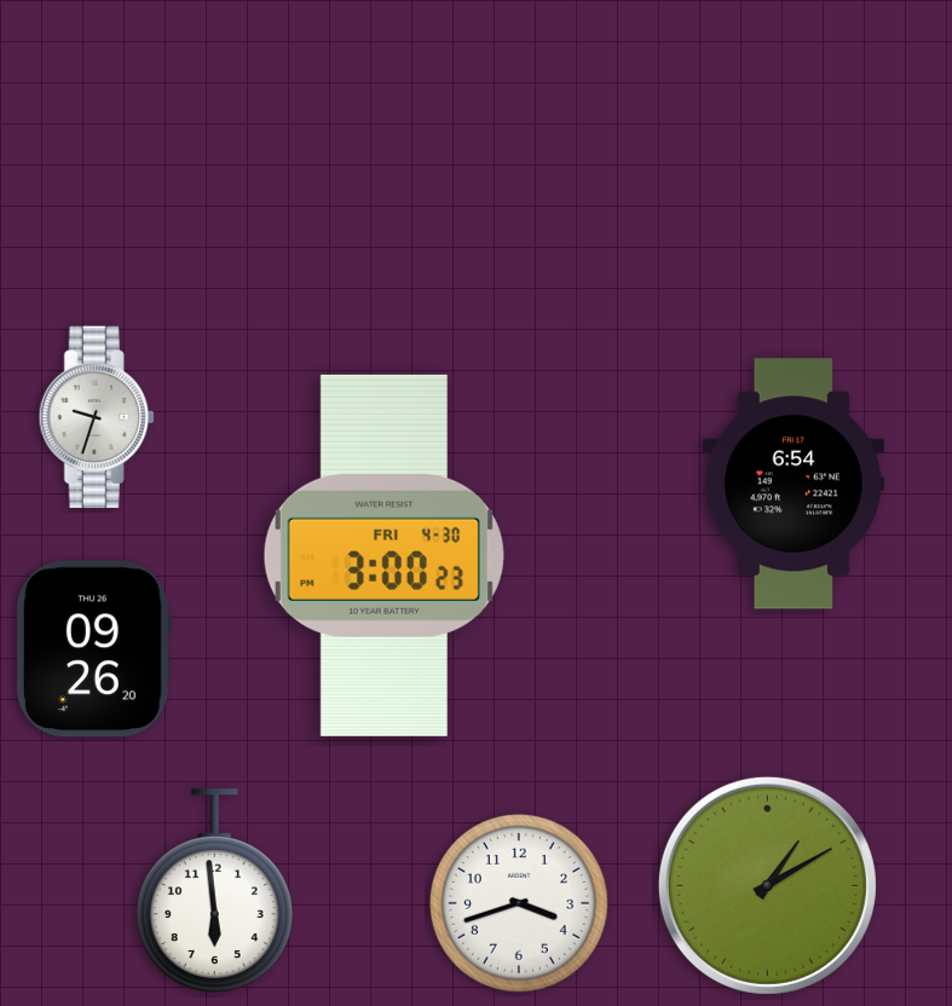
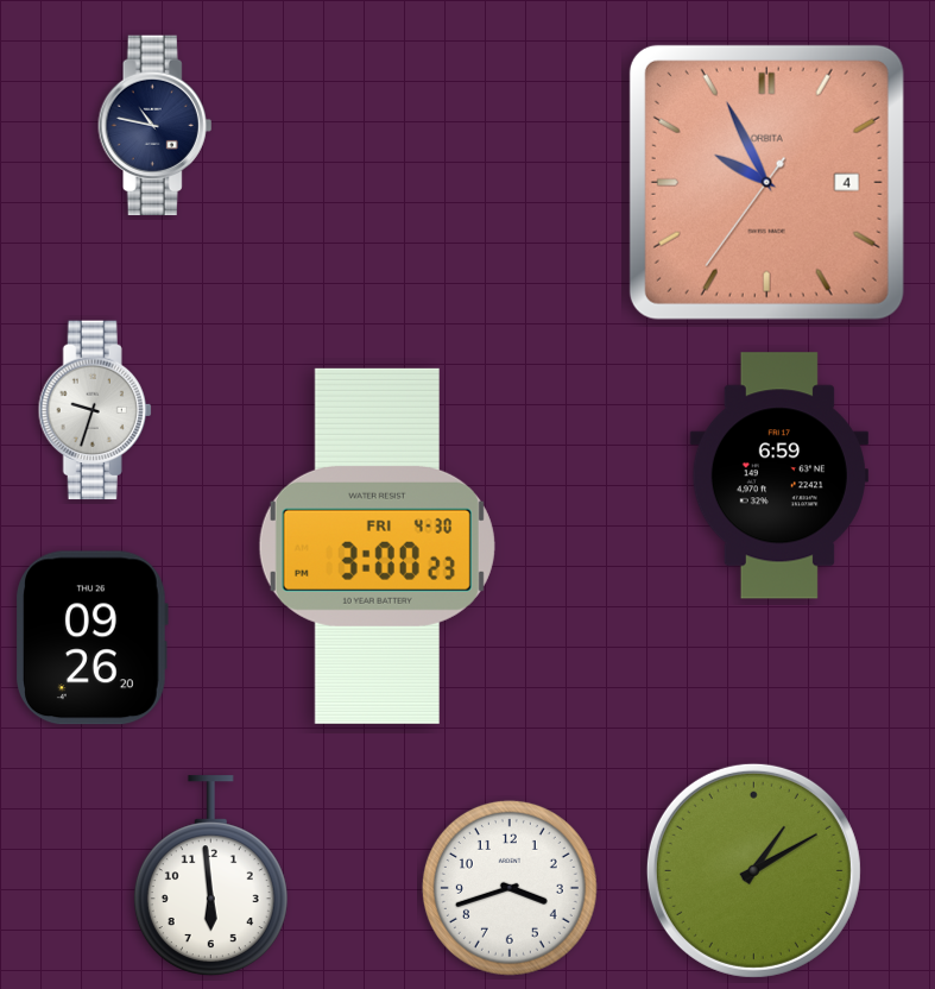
clock at (156, 126): none -> 10:47
clock at (766, 182): none -> 9:55
clock at (794, 484): 6:54 -> 6:59
